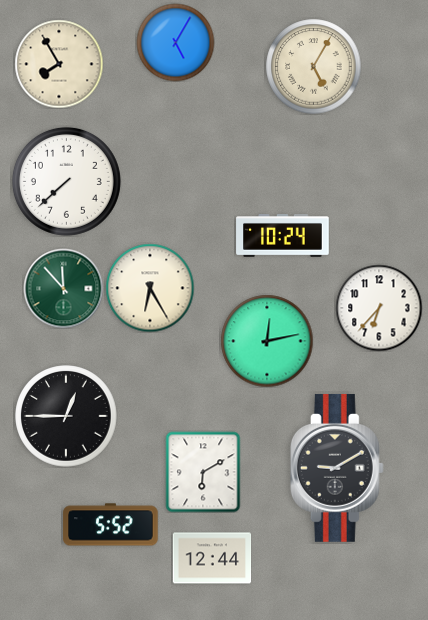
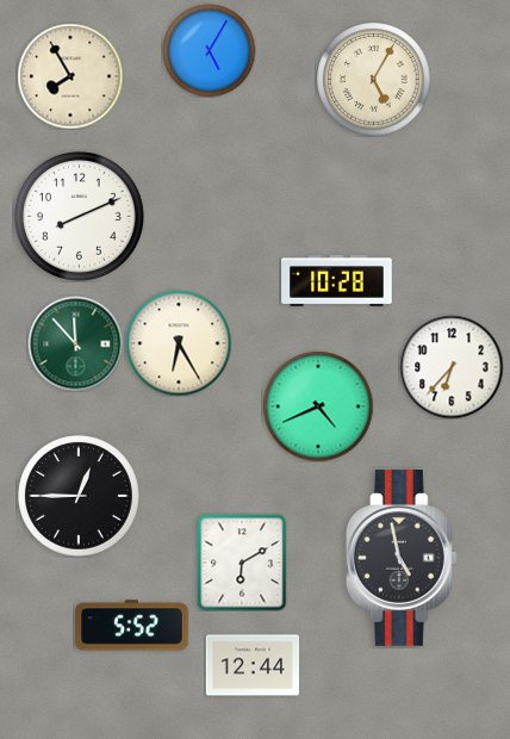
clock at (66, 181): 7:38 -> 8:11
clock at (283, 236): 10:24 -> 10:28
clock at (267, 341): 12:13 -> 4:41
clock at (337, 468): 9:10 -> 4:58
